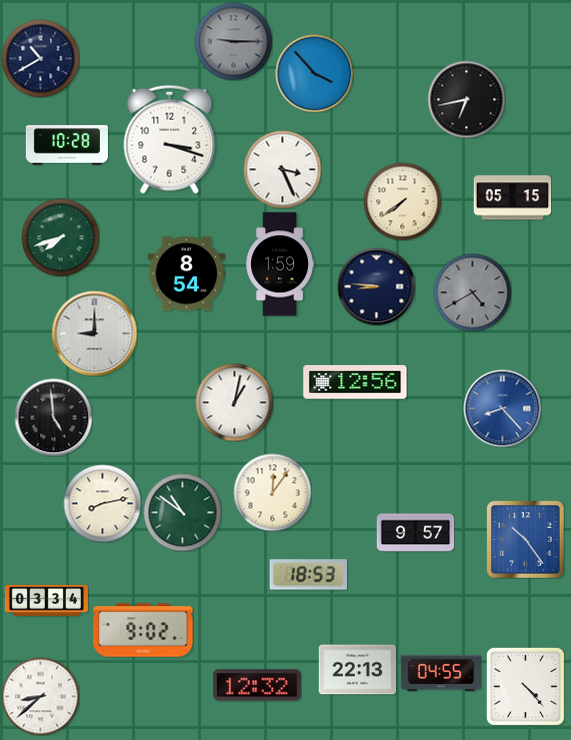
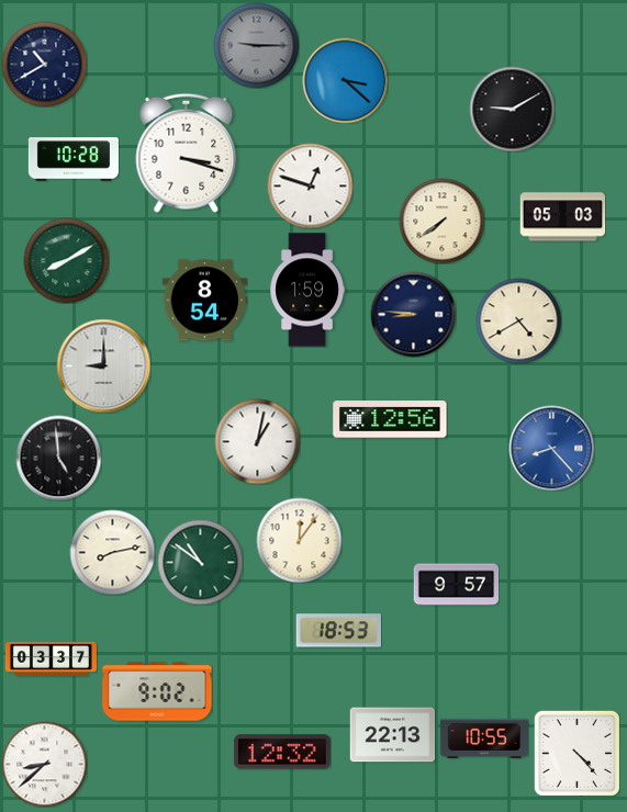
clock at (314, 73): 3:53 -> 3:22
clock at (466, 99): 6:43 -> 9:10
clock at (282, 169): 3:26 -> 12:48
clock at (512, 198): 05:15 -> 05:03
clock at (60, 237): 7:42 -> 8:10
clock at (472, 292) dial: grey -> cream
clock at (525, 539): 10:24 -> none
clock at (46, 600): 03:34 -> 03:37
clock at (440, 673): 04:55 -> 10:55
